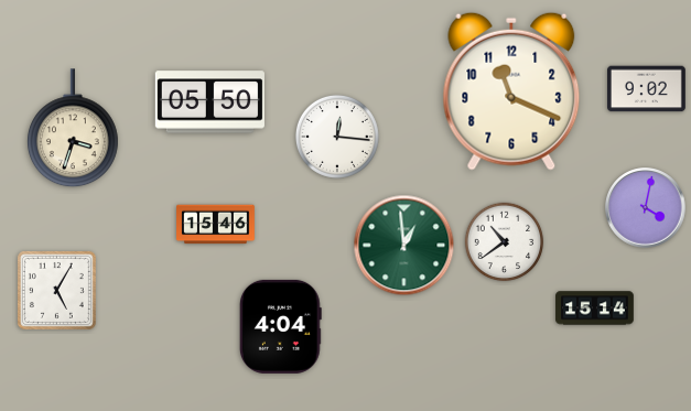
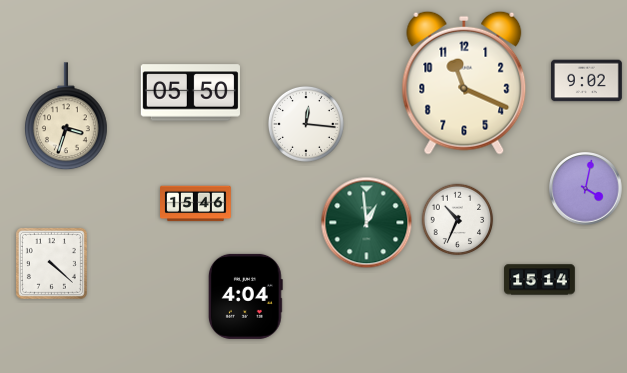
clock at (505, 242): 10:39 -> 10:34
clock at (56, 290): 5:05 -> 4:22
clock at (280, 326) position: (280, 326) -> (245, 296)
